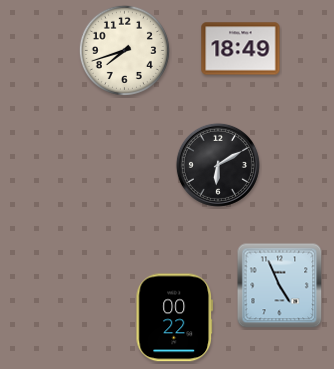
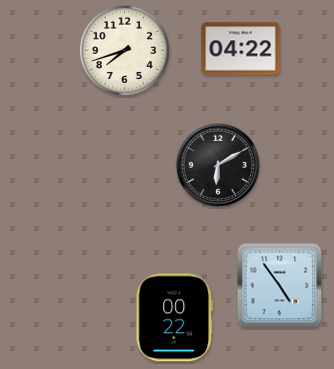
clock at (241, 49): 18:49 -> 04:22
clock at (280, 286): 4:56 -> 4:54
